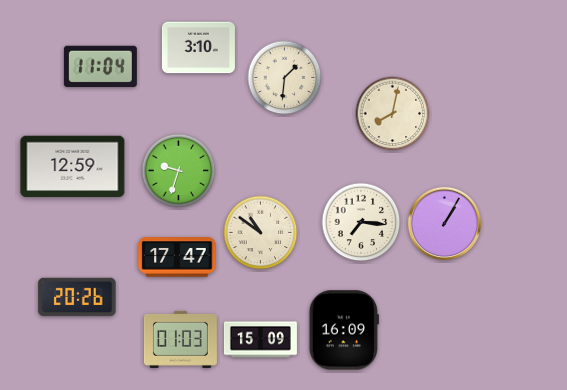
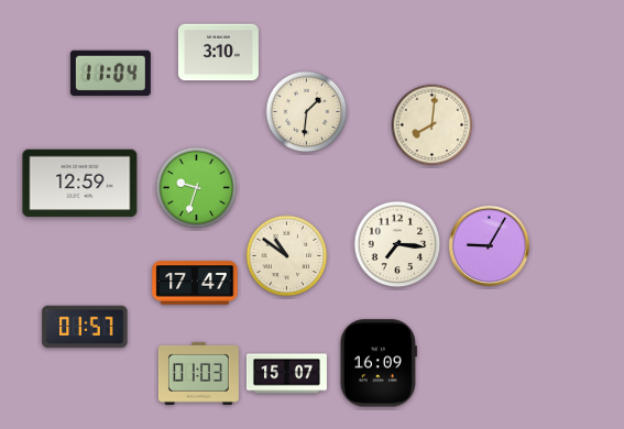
clock at (285, 78) position: (285, 78) -> (307, 112)
clock at (393, 114): 8:02 -> 8:01
clock at (444, 223): 1:05 -> 9:05
clock at (77, 297): 20:26 -> 01:57
clock at (260, 340): 15:09 -> 15:07
